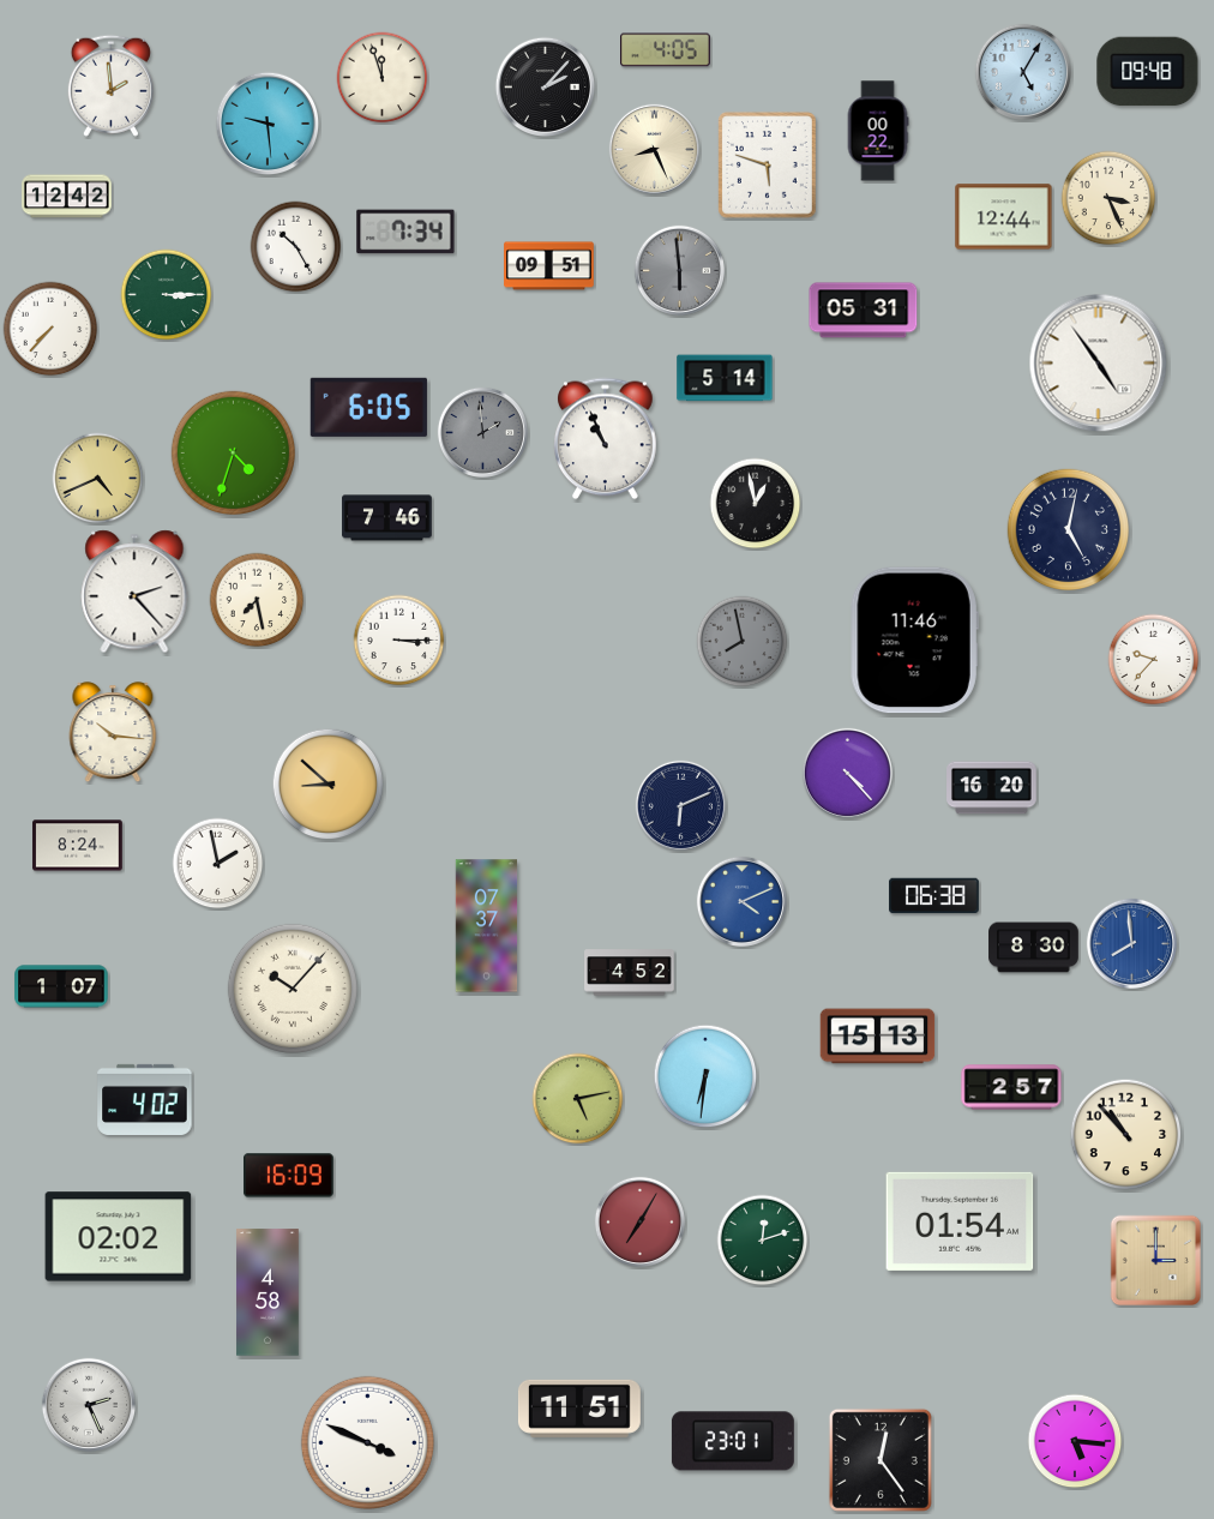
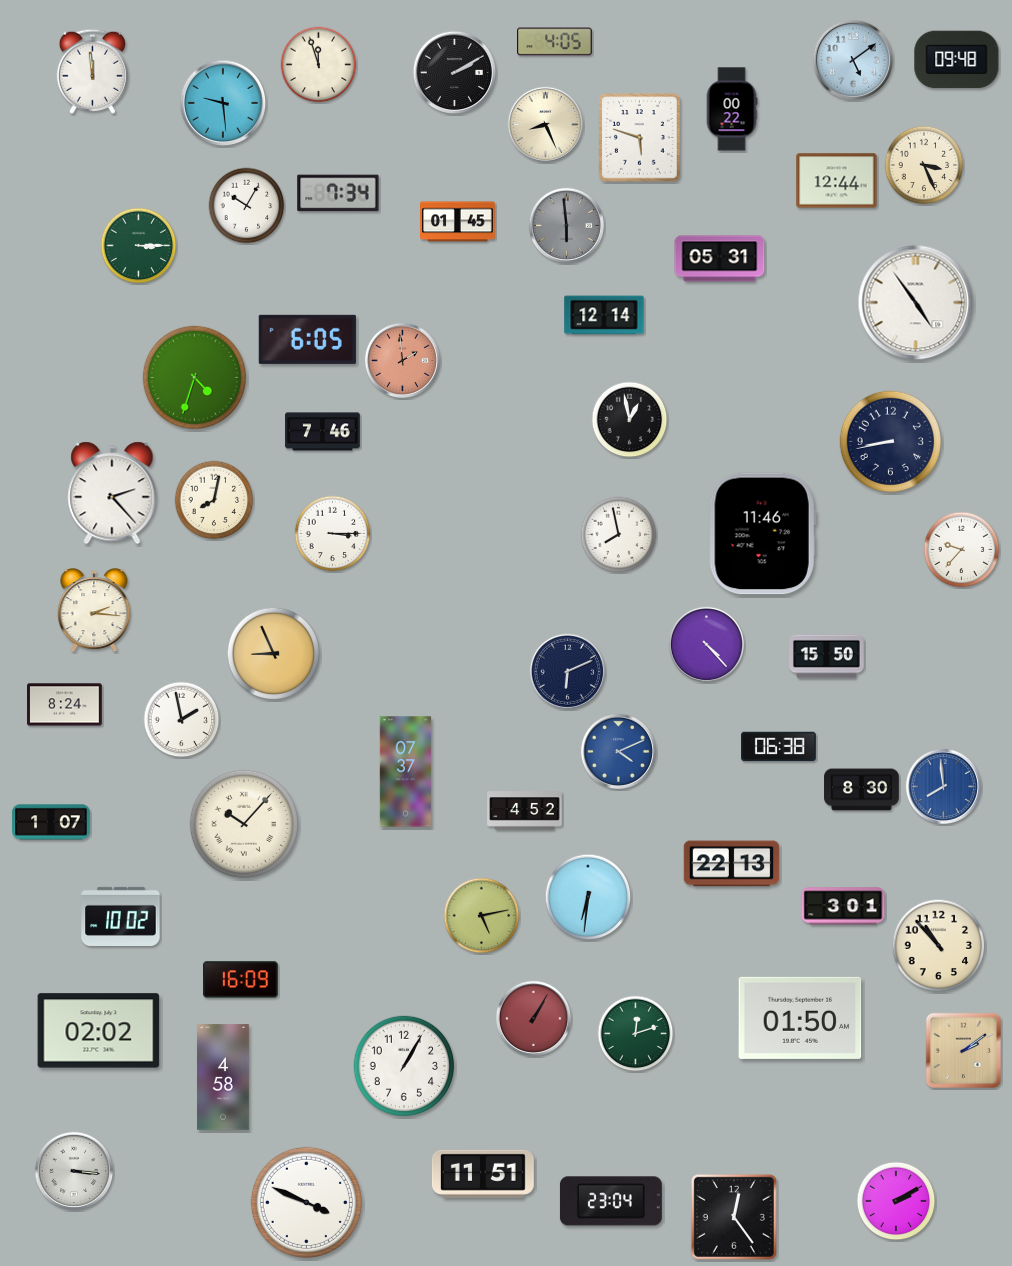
clock at (1022, 71): 5:05 -> 5:09
clock at (110, 85): 1:59 -> 11:59
clock at (546, 88): 2:07 -> 2:10
clock at (67, 197): 12:42 -> none
clock at (296, 247): 10:25 -> 10:05
clock at (549, 266): 09:51 -> 01:45
clock at (50, 329): 7:37 -> none
clock at (725, 378): 5:14 -> 12:14
clock at (482, 432) dial: grey -> salmon
clock at (606, 439): 10:56 -> none
clock at (98, 479): 4:41 -> none
clock at (1068, 529): 5:02 -> 8:43
clock at (257, 600): 7:28 -> 8:02
clock at (743, 642) dial: grey -> white
clock at (113, 733): 10:16 -> 2:16
clock at (329, 785): 8:52 -> 8:56
clock at (992, 788): 16:20 -> 15:50
clock at (878, 1037): 15:13 -> 22:13
clock at (1011, 1087): 2:57 -> 3:01
clock at (145, 1099): 4:02 -> 10:02
clock at (639, 1221): 7:05 -> 1:05
clock at (960, 1221): 01:54 -> 01:50
clock at (1155, 1260): 3:00 -> 2:09
clock at (403, 1065): none -> 1:05
clock at (88, 1404): 2:26 -> 3:16
clock at (733, 1441): 23:01 -> 23:04
clock at (1075, 1441): 5:16 -> 2:10
